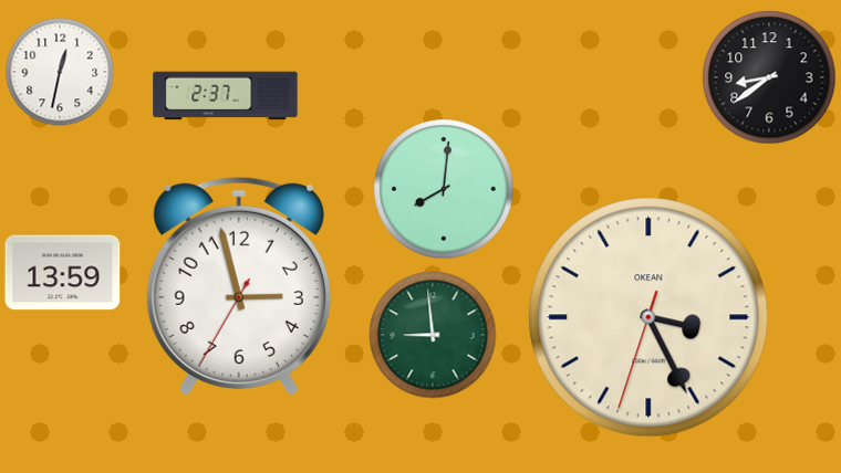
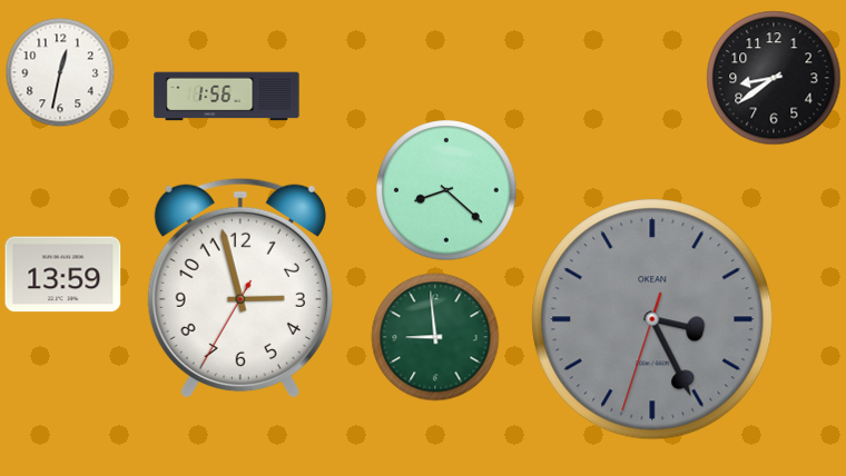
clock at (226, 96): 2:37 -> 1:56
clock at (444, 189): 8:01 -> 8:22
clock at (648, 317) dial: cream -> grey
